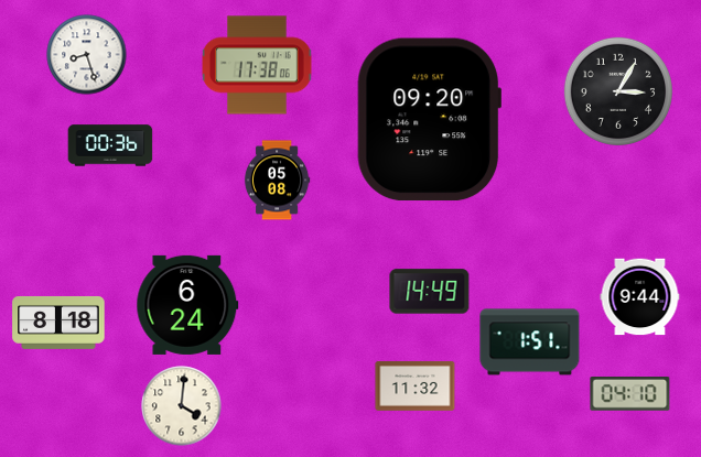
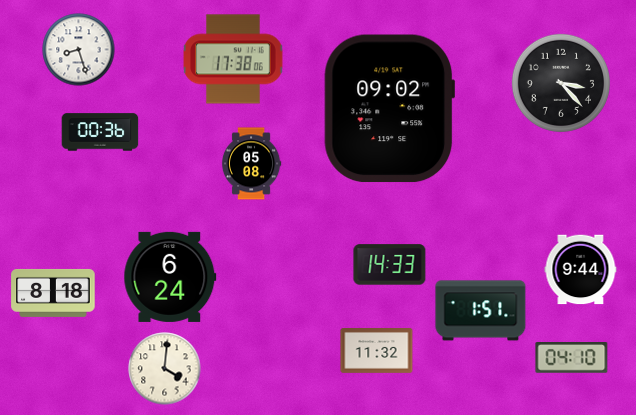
clock at (618, 91): 3:05 -> 3:23
clock at (429, 120): 09:20 -> 09:02
clock at (430, 292): 14:49 -> 14:33
